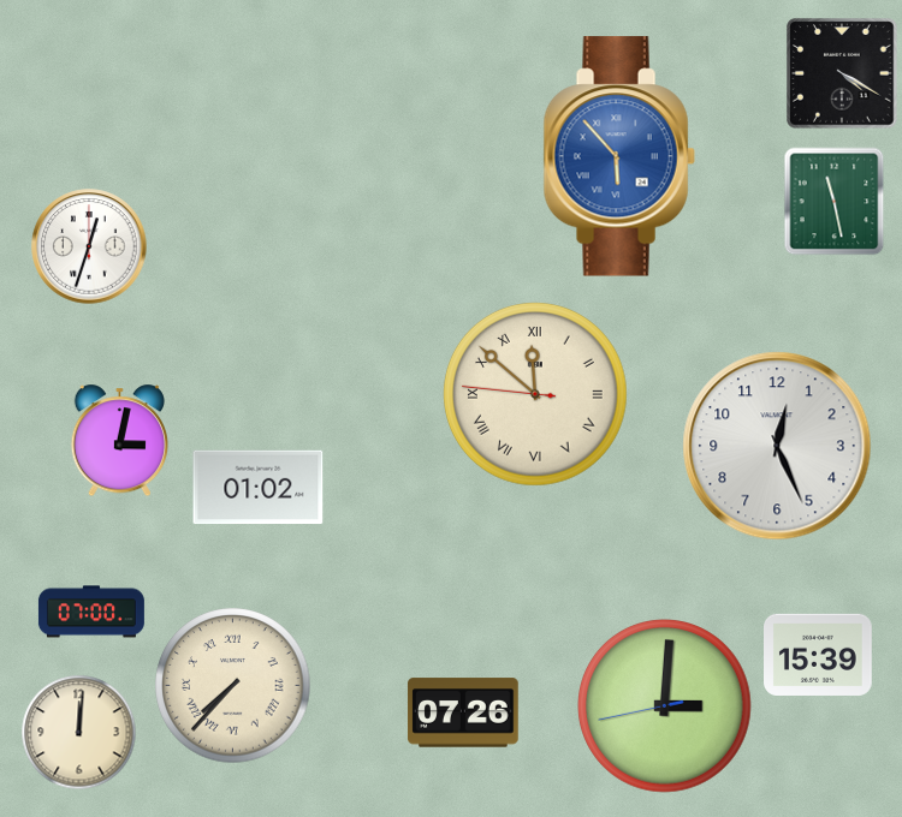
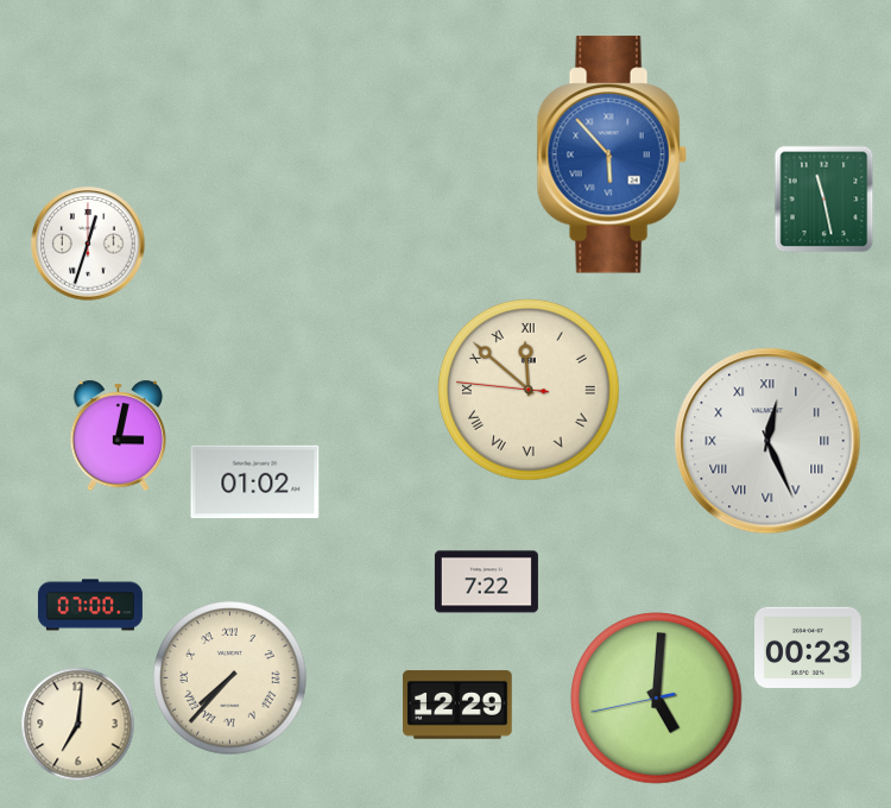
clock at (842, 73): 4:20 -> none
clock at (777, 446) numerals: Arabic -> Roman
clock at (486, 582): none -> 7:22
clock at (819, 654): 15:39 -> 00:23
clock at (665, 706): 3:00 -> 5:00
clock at (463, 712): 07:26 -> 12:29
clock at (79, 733): 12:01 -> 7:01
